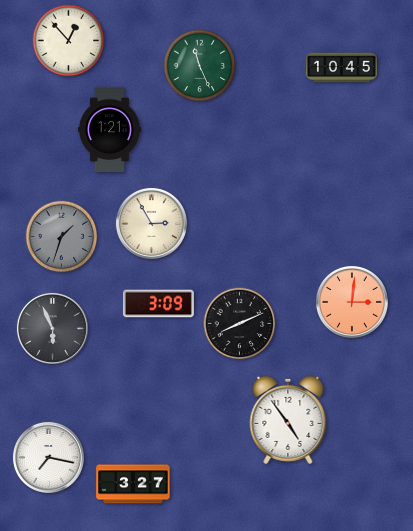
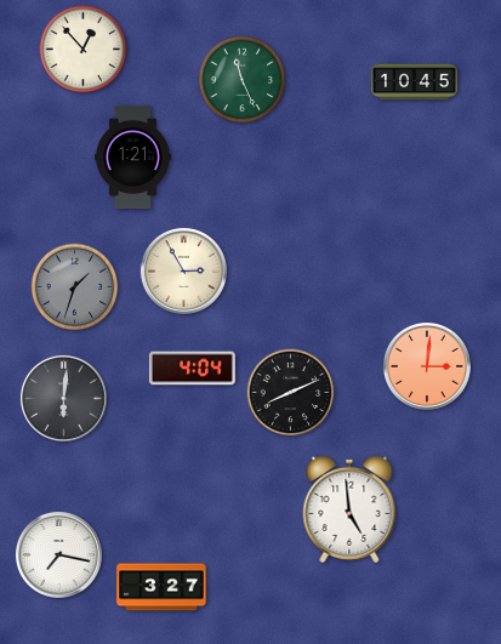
clock at (158, 304): 3:09 -> 4:04
clock at (52, 328): 5:56 -> 6:01
clock at (288, 420): 4:54 -> 4:59
